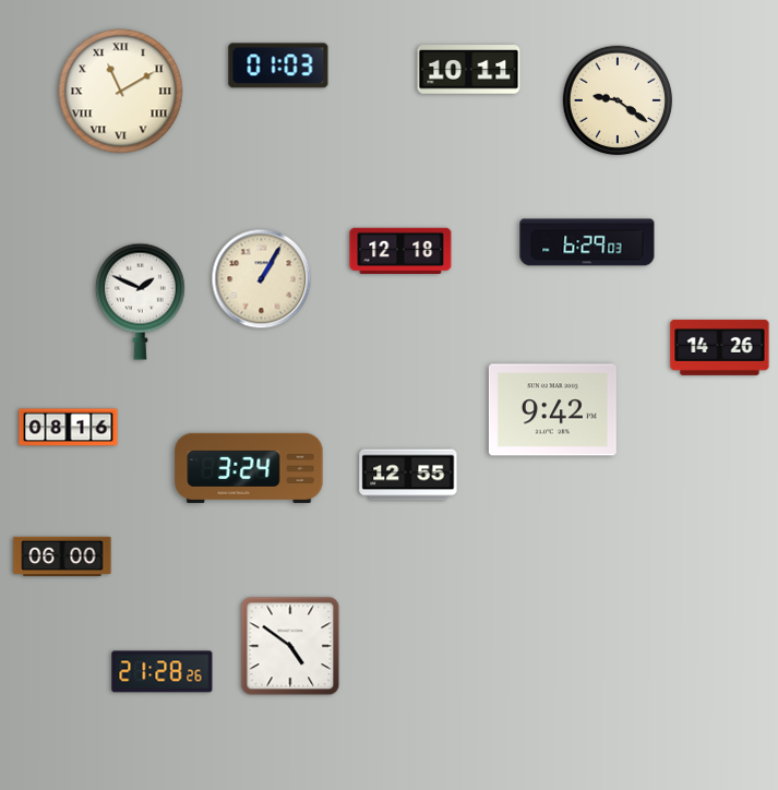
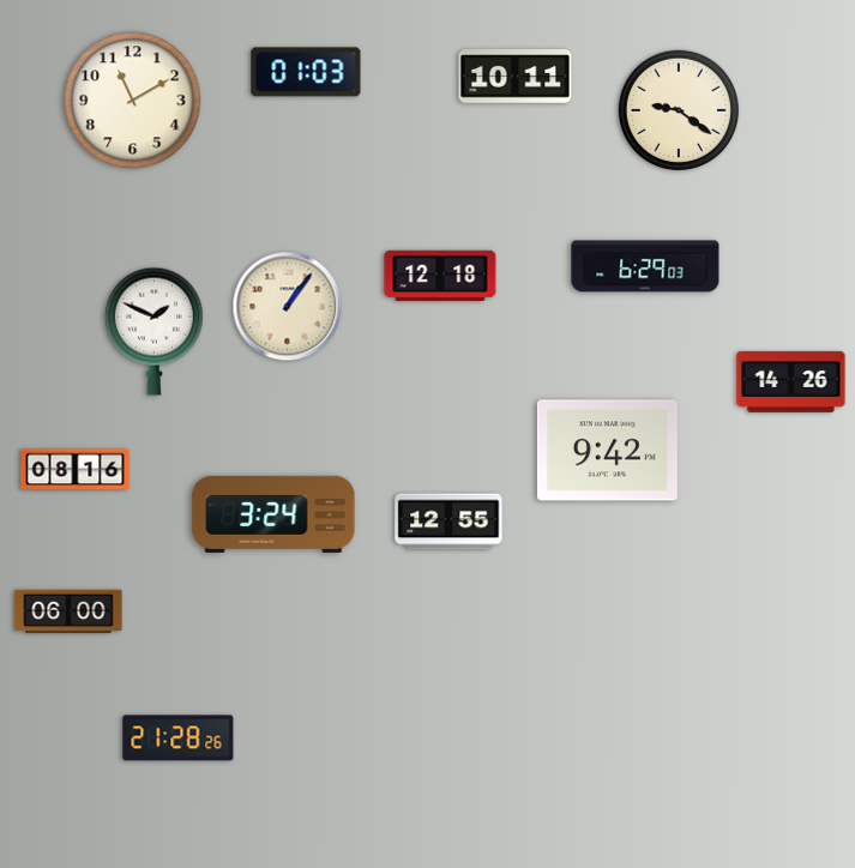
clock at (121, 92) numerals: Roman -> Arabic
clock at (262, 279): 1:05 -> 1:06
clock at (290, 646): 4:51 -> none
